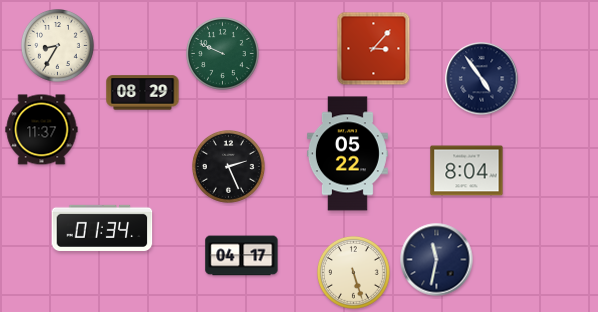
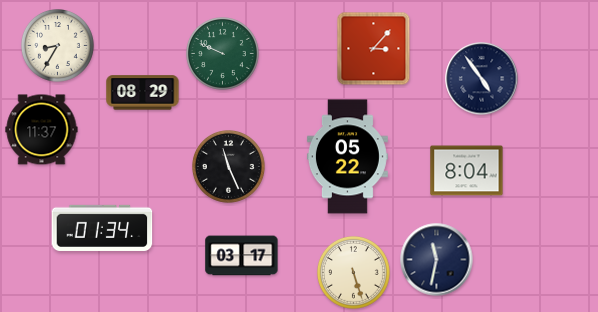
clock at (347, 154) position: (347, 154) -> (347, 157)
clock at (229, 167): 2:26 -> 11:26
clock at (242, 256): 04:17 -> 03:17
